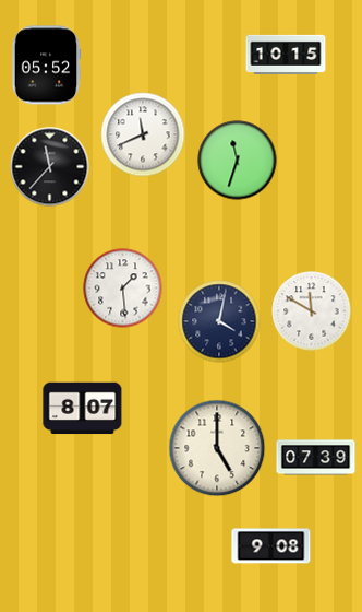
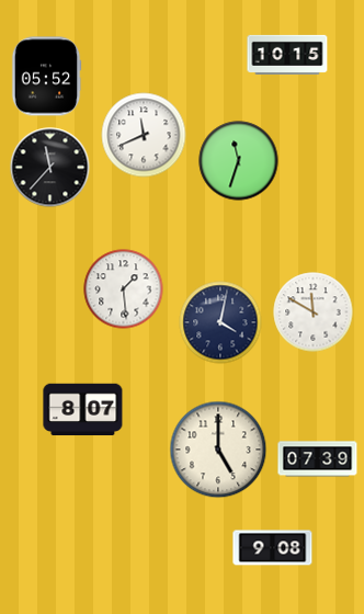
clock at (46, 66) position: (46, 66) -> (46, 77)
